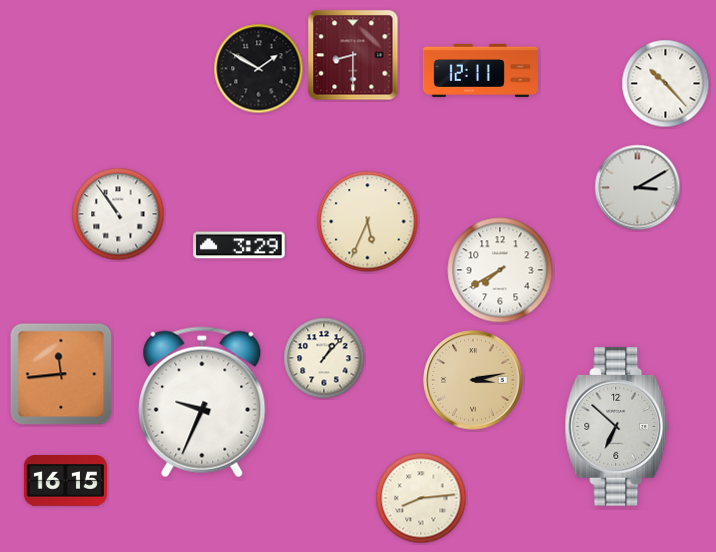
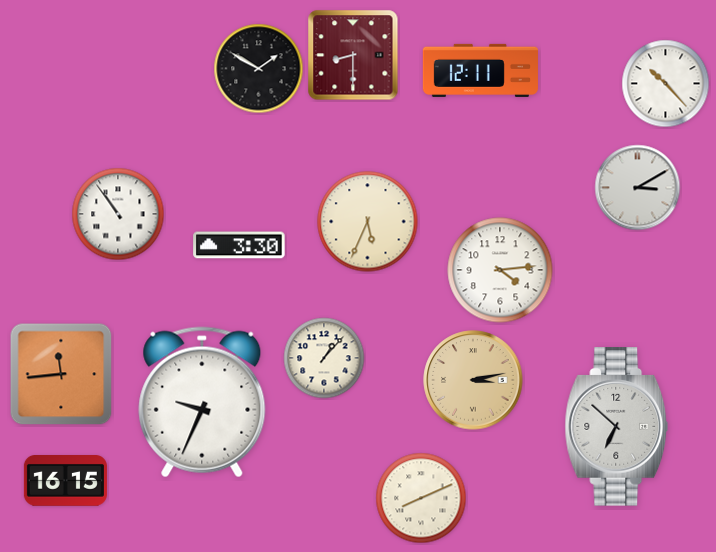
clock at (239, 245): 3:29 -> 3:30
clock at (500, 270): 7:40 -> 4:14
clock at (421, 498): 8:14 -> 8:11
